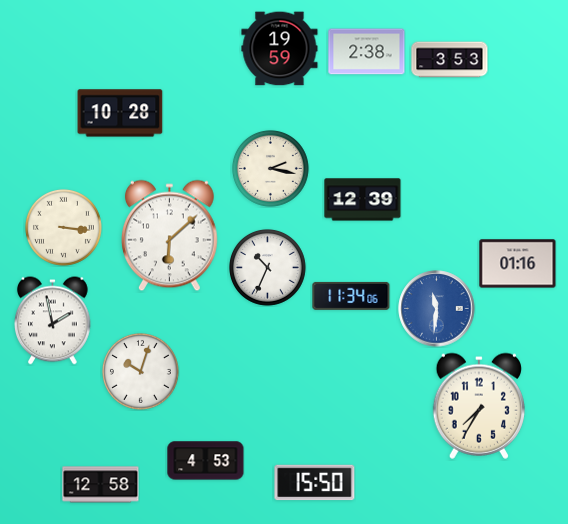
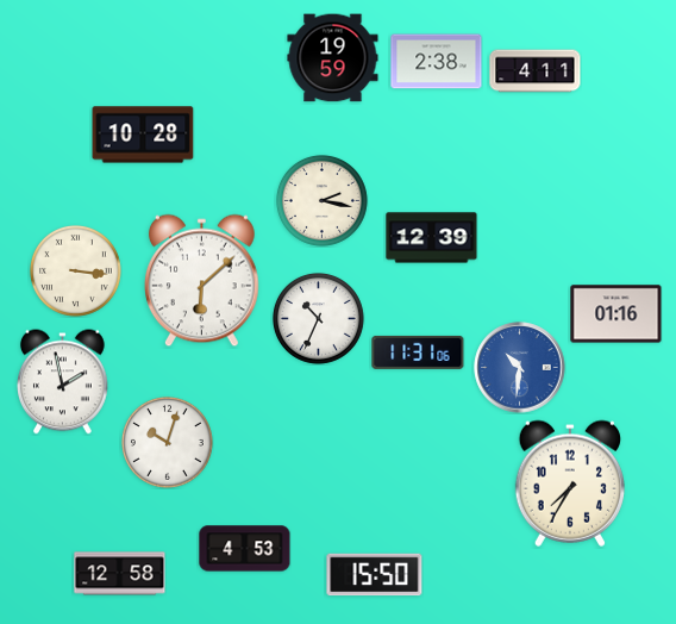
clock at (450, 60): 3:53 -> 4:11
clock at (351, 296): 11:34 -> 11:31
clock at (437, 309): 11:31 -> 10:31
clock at (101, 485) position: (101, 485) -> (120, 574)
